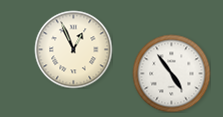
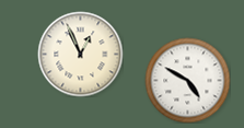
clock at (171, 73): 4:54 -> 4:50
